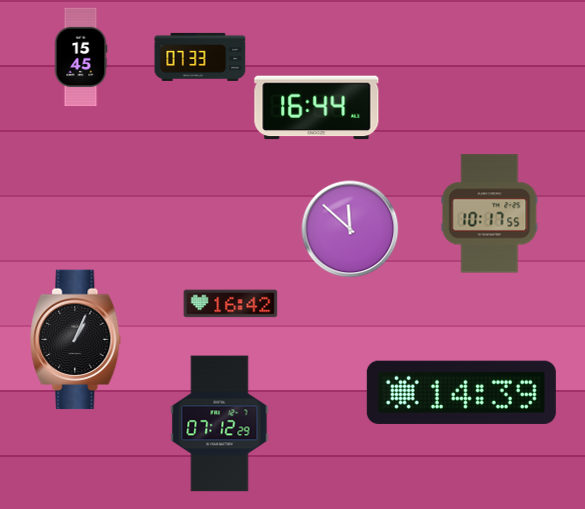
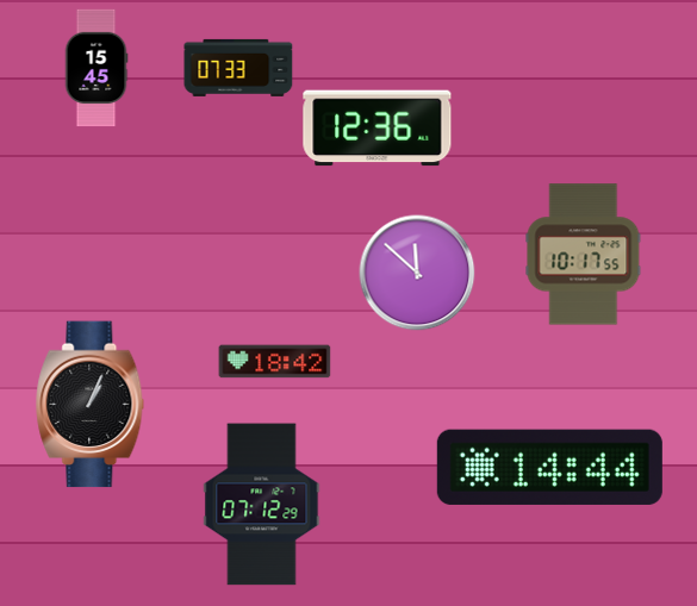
clock at (317, 108): 16:44 -> 12:36
clock at (231, 304): 16:42 -> 18:42
clock at (461, 392): 14:39 -> 14:44
